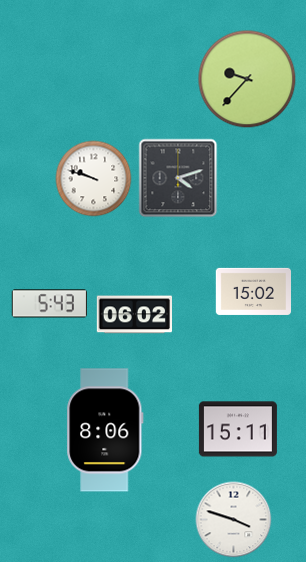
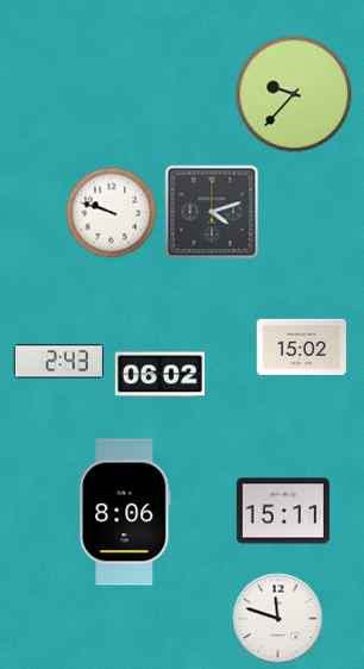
clock at (49, 304): 5:43 -> 2:43
clock at (234, 520): 3:48 -> 11:48
